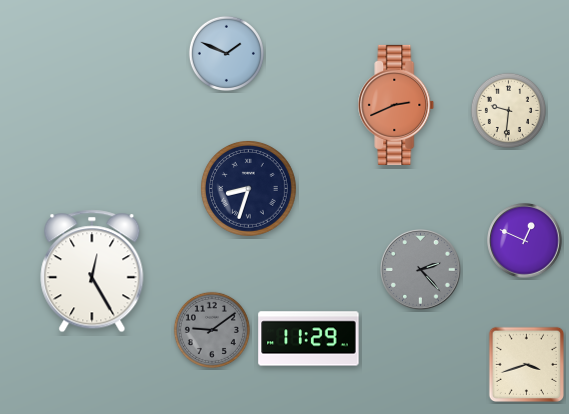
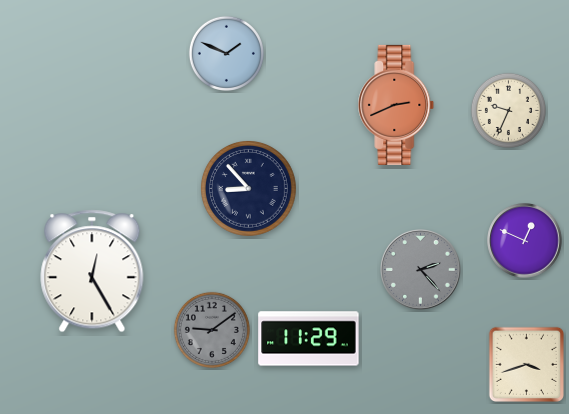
clock at (508, 110): 9:31 -> 9:34
clock at (249, 189): 8:33 -> 8:53
